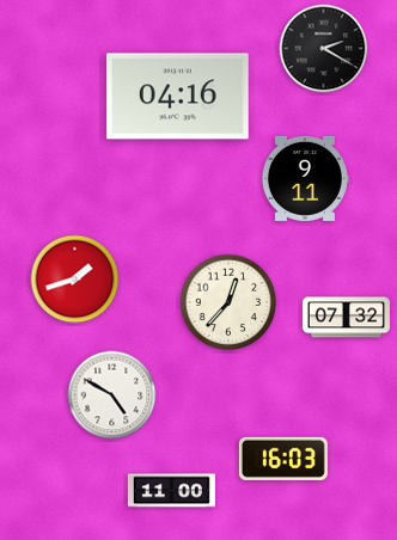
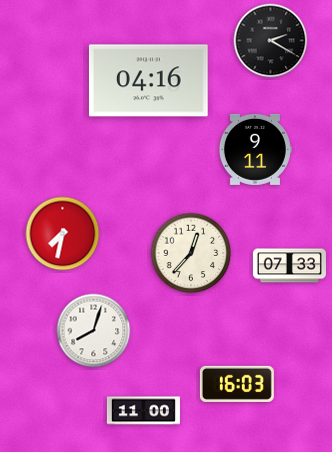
clock at (75, 280): 1:42 -> 7:32
clock at (346, 318): 07:32 -> 07:33
clock at (112, 395): 4:50 -> 8:03
